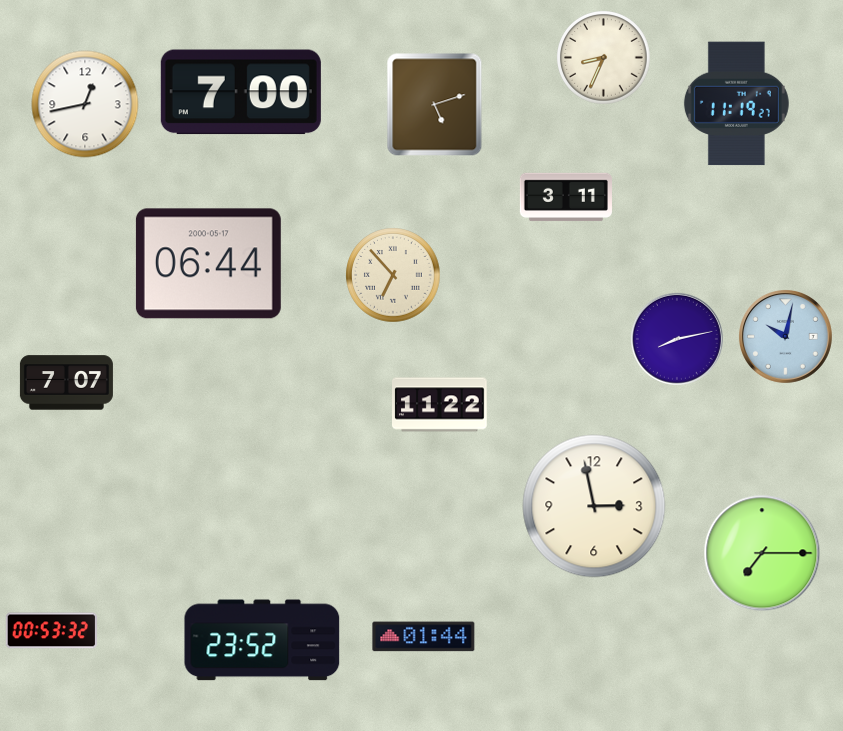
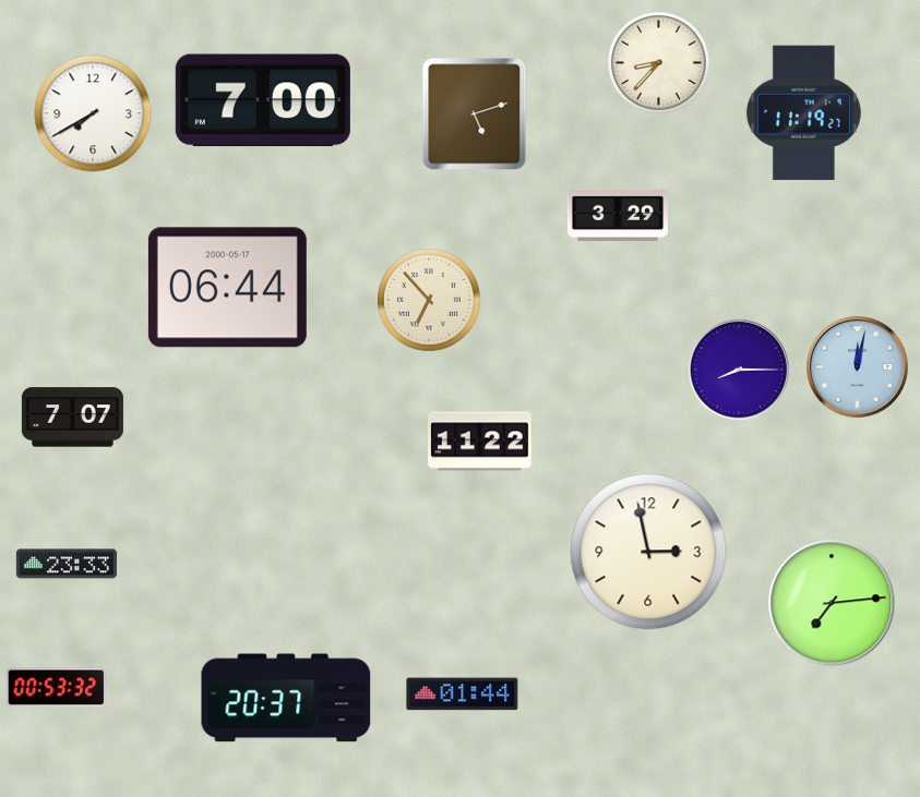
clock at (604, 58): 8:34 -> 8:37
clock at (85, 104): 12:43 -> 7:40
clock at (566, 197): 3:11 -> 3:29
clock at (785, 336): 10:02 -> 12:02
clock at (677, 339): 8:13 -> 8:15
clock at (67, 564): none -> 23:33
clock at (762, 553): 7:15 -> 7:14
clock at (262, 640): 23:52 -> 20:37
